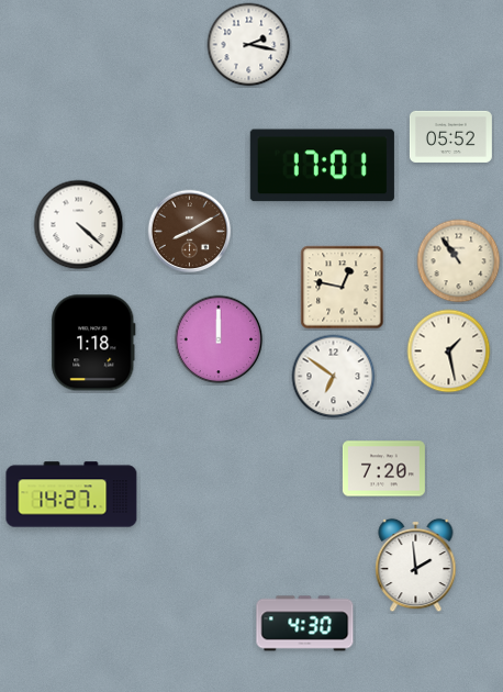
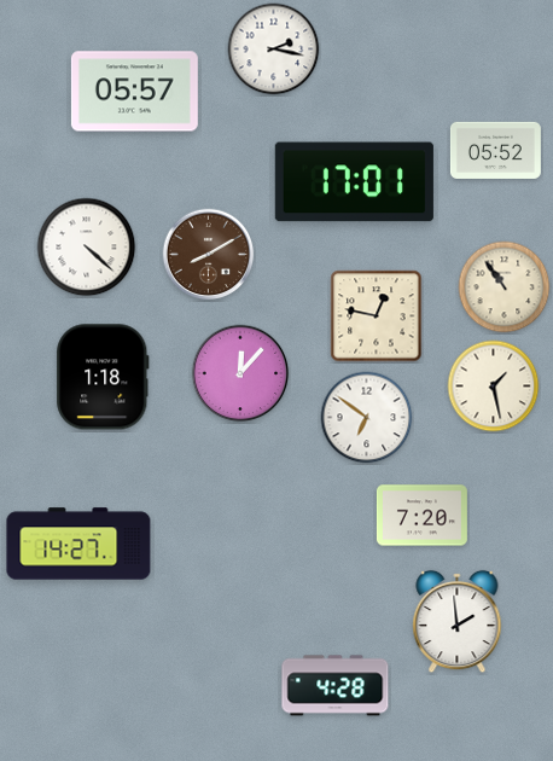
clock at (134, 92): none -> 05:57
clock at (219, 339): 12:00 -> 12:07
clock at (334, 377) position: (334, 377) -> (367, 418)
clock at (305, 624): 4:30 -> 4:28
